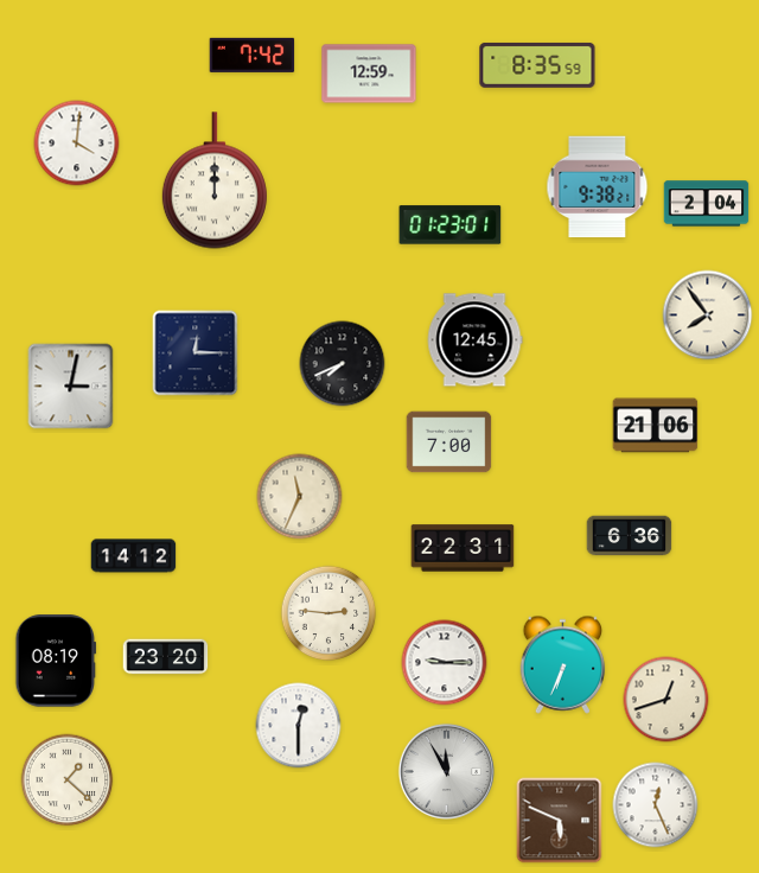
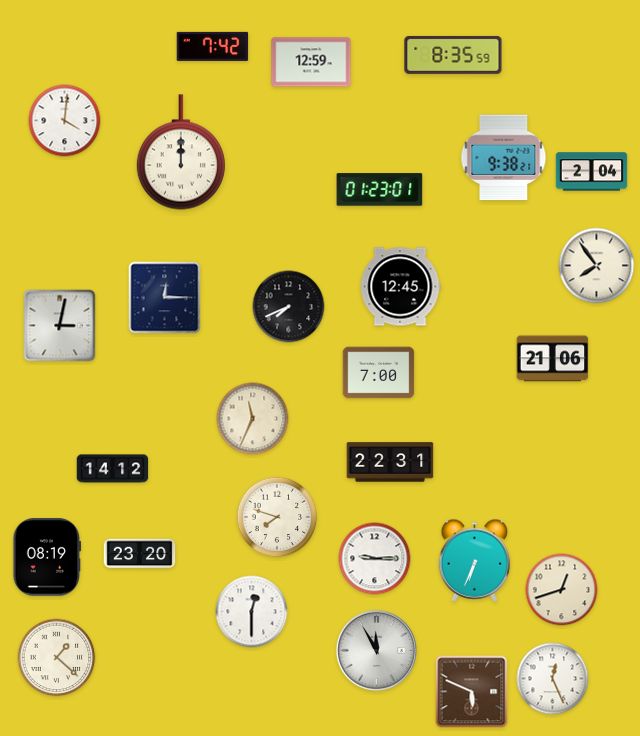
clock at (707, 204) position: (707, 204) -> (592, 172)
clock at (630, 536): 6:36 -> none
clock at (329, 613): 2:46 -> 7:48
